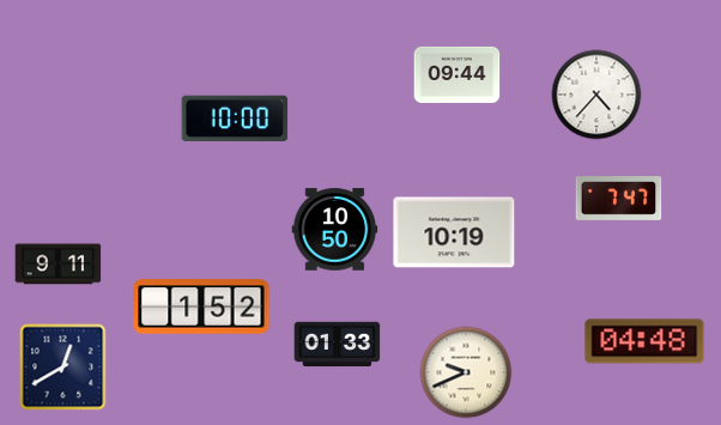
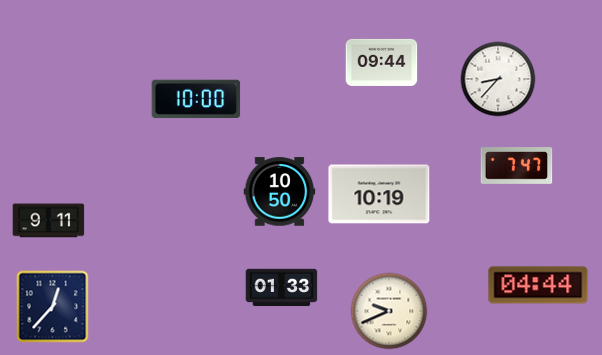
clock at (596, 95): 4:37 -> 8:37
clock at (201, 306): 1:52 -> none
clock at (644, 341): 04:48 -> 04:44
clock at (63, 368): 12:40 -> 12:37
